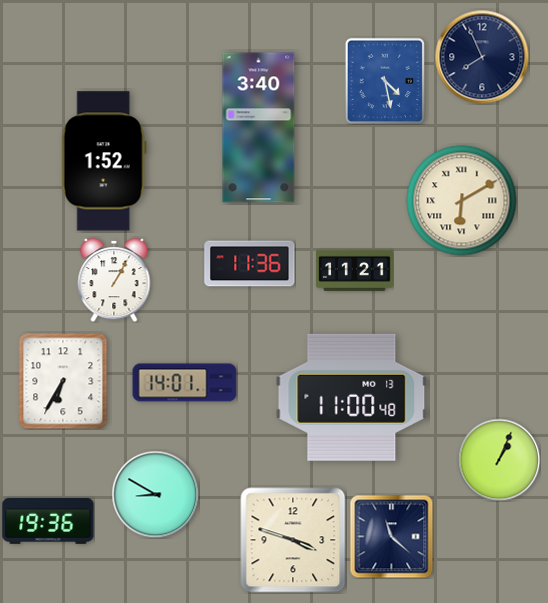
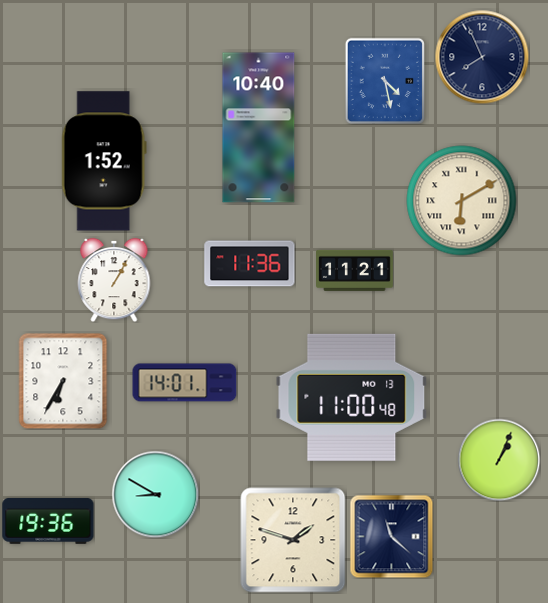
clock at (259, 128): 3:40 -> 10:40
clock at (293, 540): 3:48 -> 1:48
